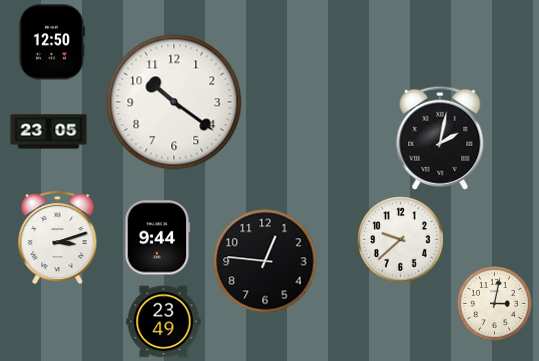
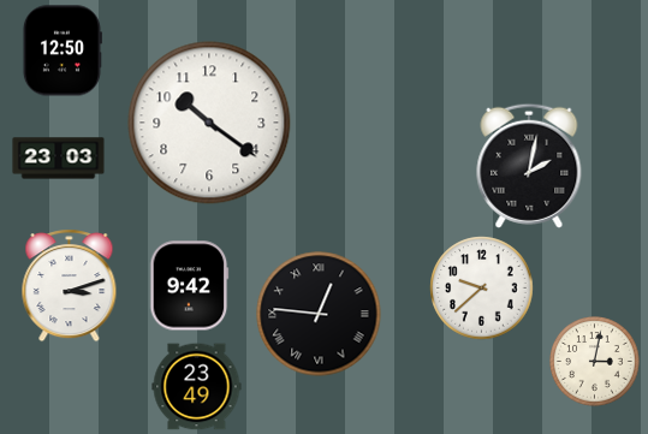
clock at (49, 132): 23:05 -> 23:03
clock at (158, 238): 9:44 -> 9:42
clock at (265, 261) numerals: Arabic -> Roman
clock at (495, 304) position: (495, 304) -> (595, 362)
